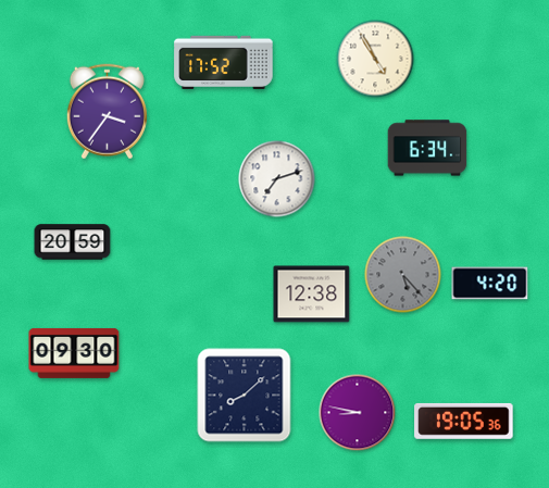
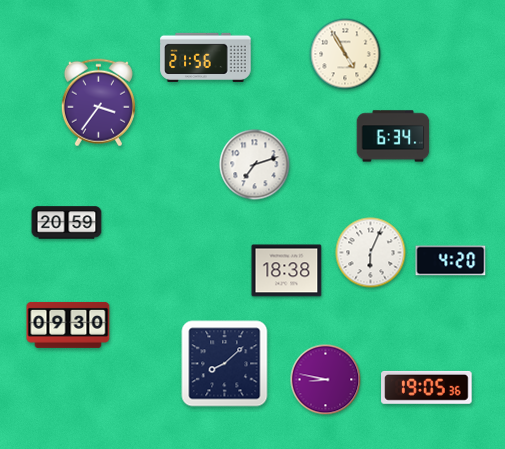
clock at (224, 62): 17:52 -> 21:56
clock at (403, 275): 5:23 -> 6:04
clock at (403, 275) dial: grey -> white
clock at (312, 295): 12:38 -> 18:38
clock at (358, 413) position: (358, 413) -> (326, 380)
